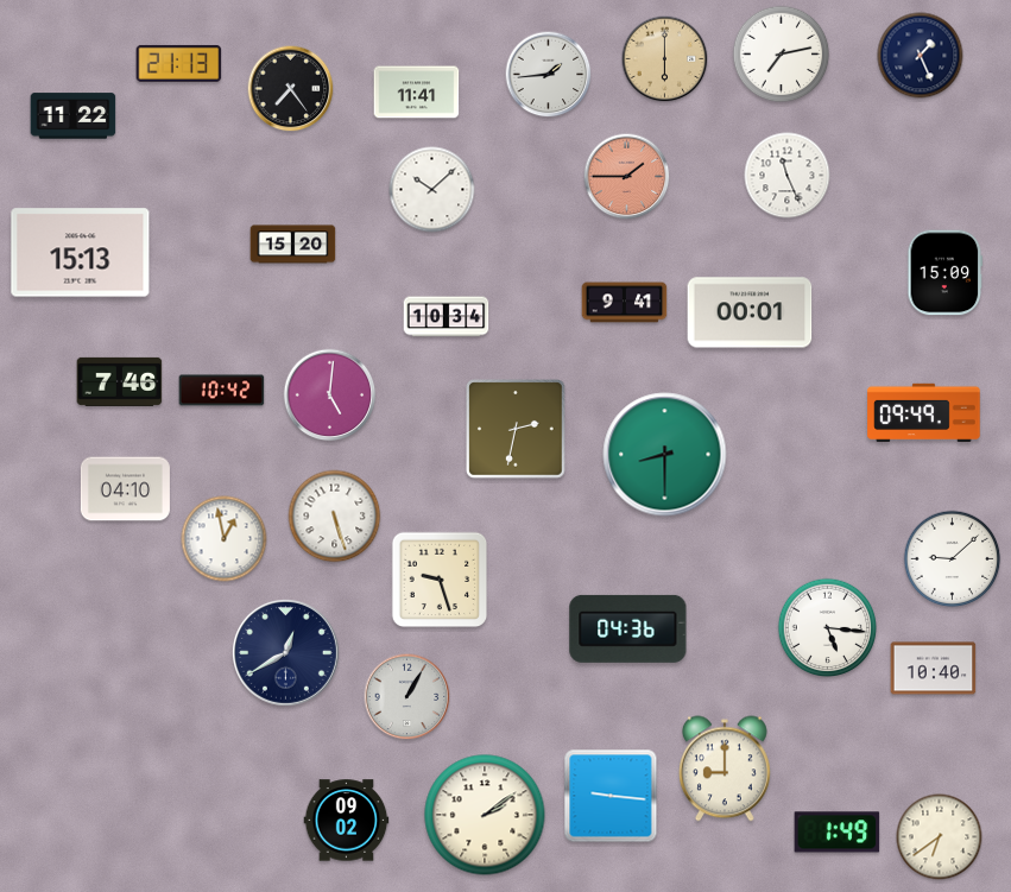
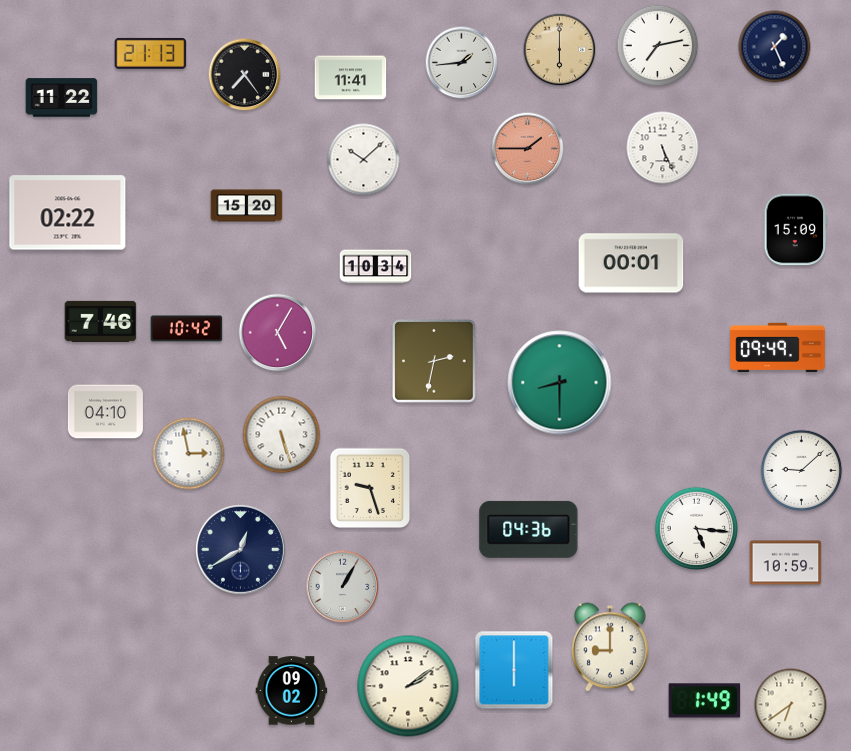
clock at (788, 176): 11:26 -> 5:26
clock at (81, 253): 15:13 -> 02:22
clock at (625, 303): 9:41 -> none
clock at (330, 396): 5:01 -> 5:05
clock at (225, 539): 12:58 -> 2:58
clock at (934, 669): 10:40 -> 10:59
clock at (611, 796): 9:16 -> 6:00
